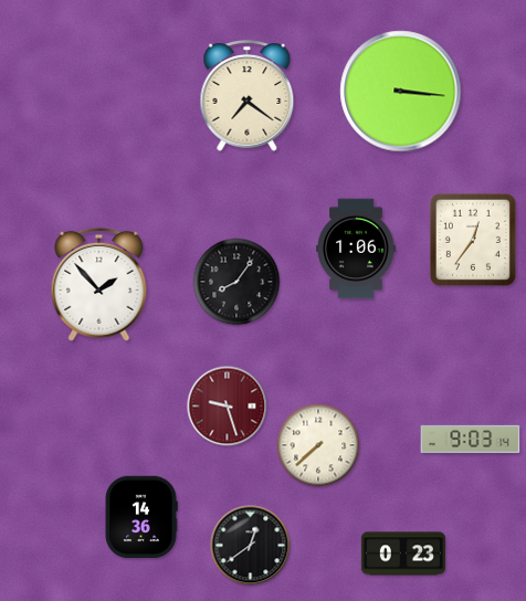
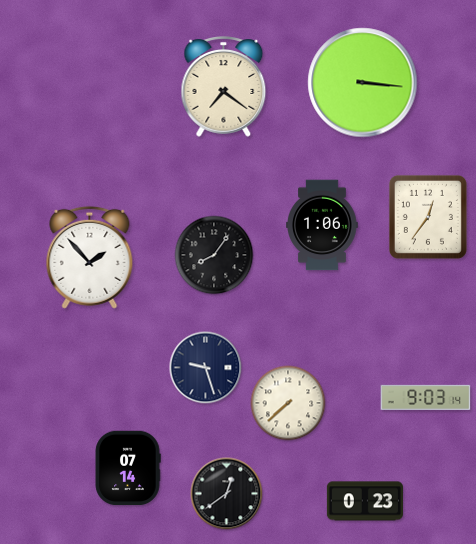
clock at (228, 407) dial: burgundy -> navy
clock at (141, 517): 14:36 -> 07:14
